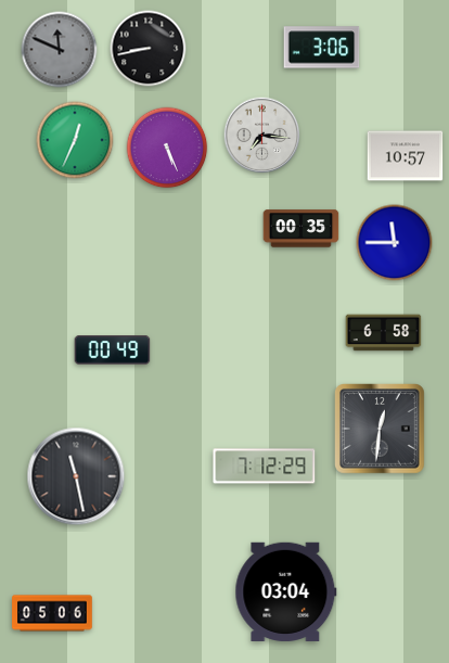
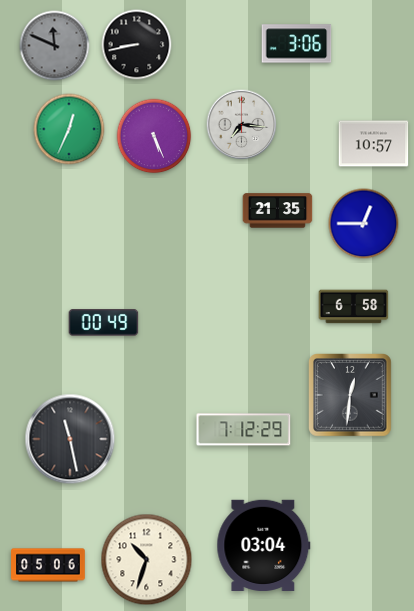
clock at (302, 229): 00:35 -> 21:35
clock at (395, 243): 11:45 -> 12:45
clock at (147, 560): none -> 10:33
